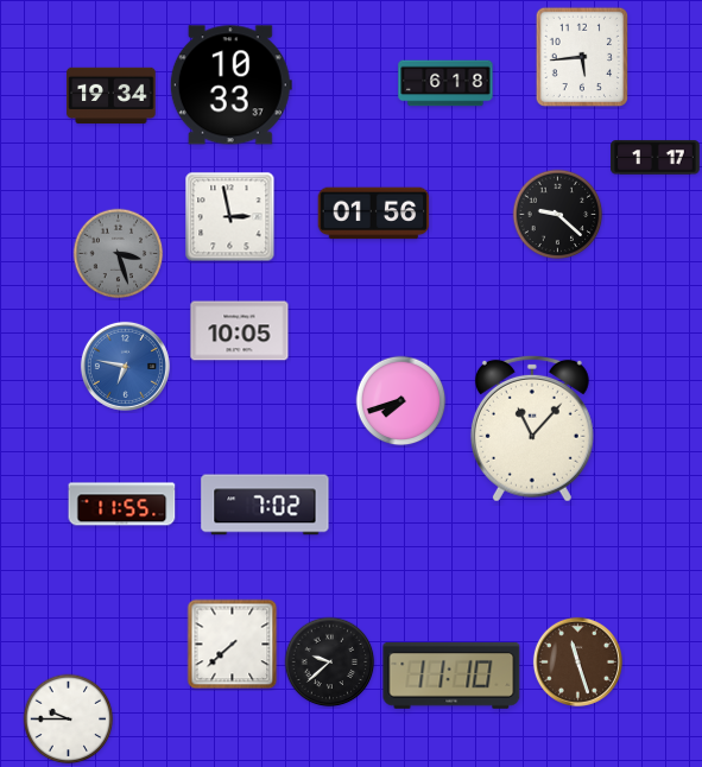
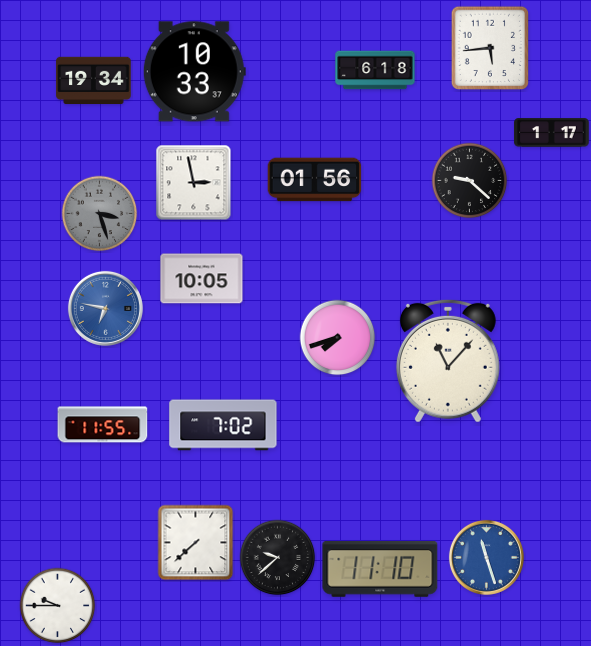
clock at (577, 661) dial: brown -> blue
